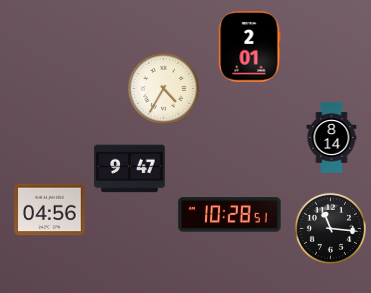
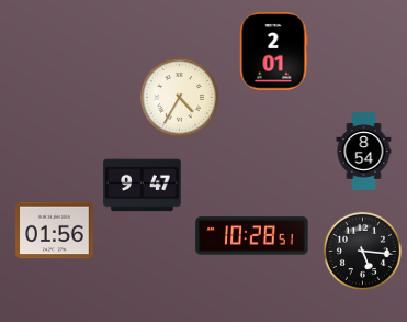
clock at (332, 138): 8:14 -> 8:54
clock at (50, 210): 04:56 -> 01:56
clock at (330, 228): 11:16 -> 5:16
